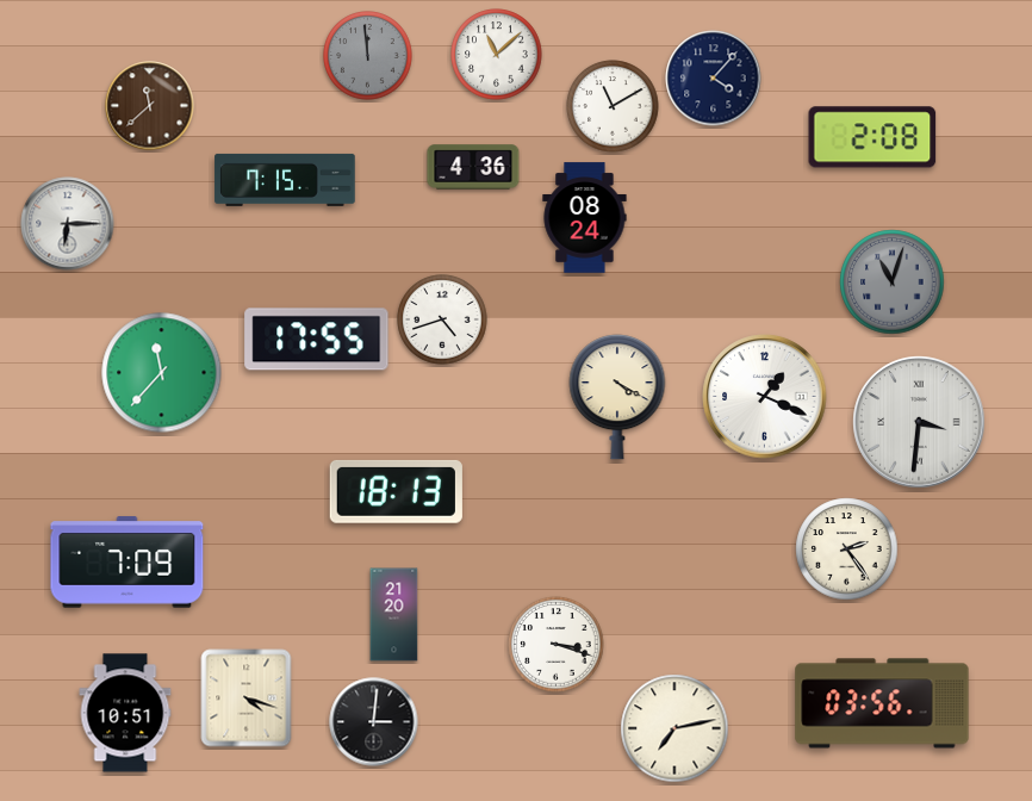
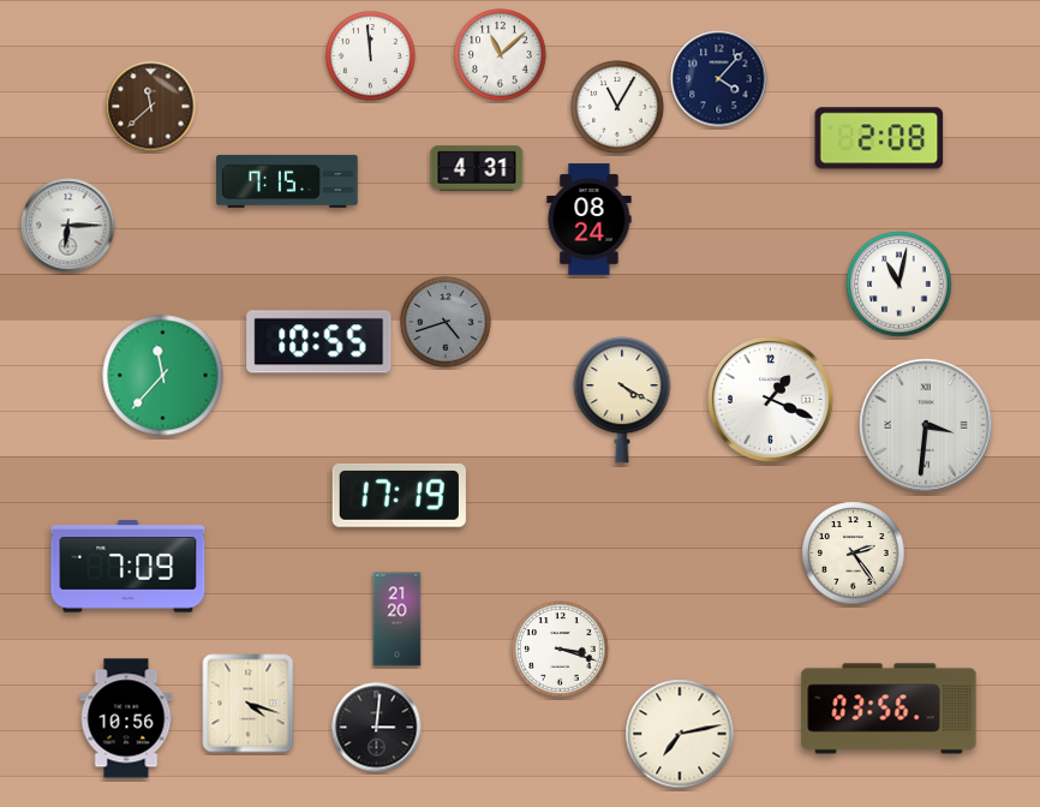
clock at (368, 56) dial: grey -> white
clock at (613, 106): 11:10 -> 11:05
clock at (473, 167): 4:36 -> 4:31
clock at (893, 282): 11:03 -> 11:02
clock at (893, 282) dial: grey -> white
clock at (442, 319) dial: white -> grey
clock at (317, 340): 17:55 -> 10:55
clock at (396, 491): 18:13 -> 17:19
clock at (125, 713): 10:51 -> 10:56
